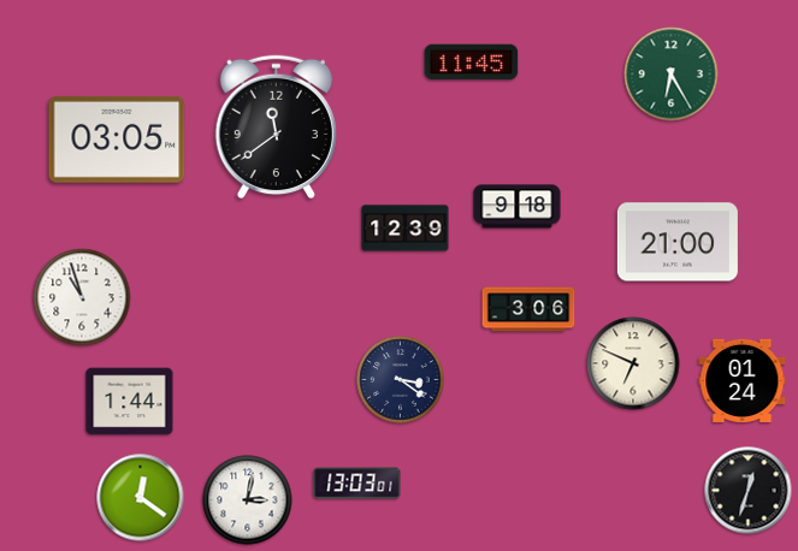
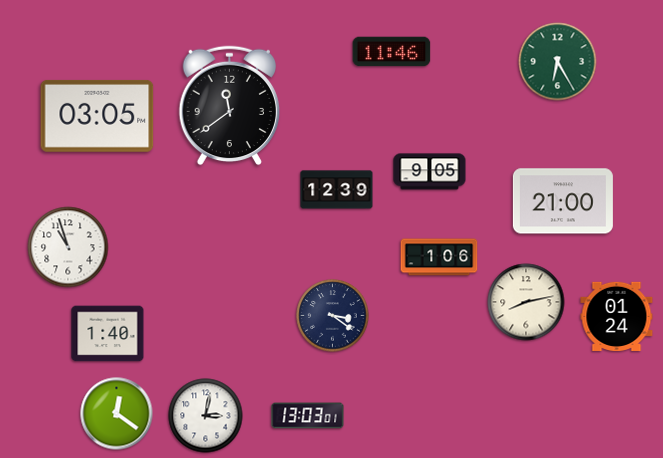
clock at (472, 63): 11:45 -> 11:46
clock at (518, 207): 9:18 -> 9:05
clock at (528, 309): 3:06 -> 1:06
clock at (633, 363): 6:49 -> 8:13
clock at (130, 402): 1:44 -> 1:40
clock at (357, 484) position: (357, 484) -> (308, 416)
clock at (749, 491): 12:33 -> none
